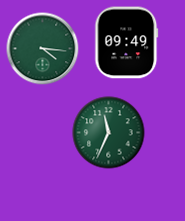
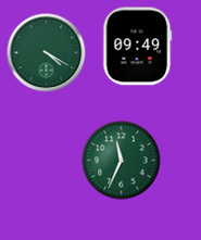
clock at (43, 49): 4:16 -> 4:20
clock at (109, 133) position: (109, 133) -> (122, 161)
